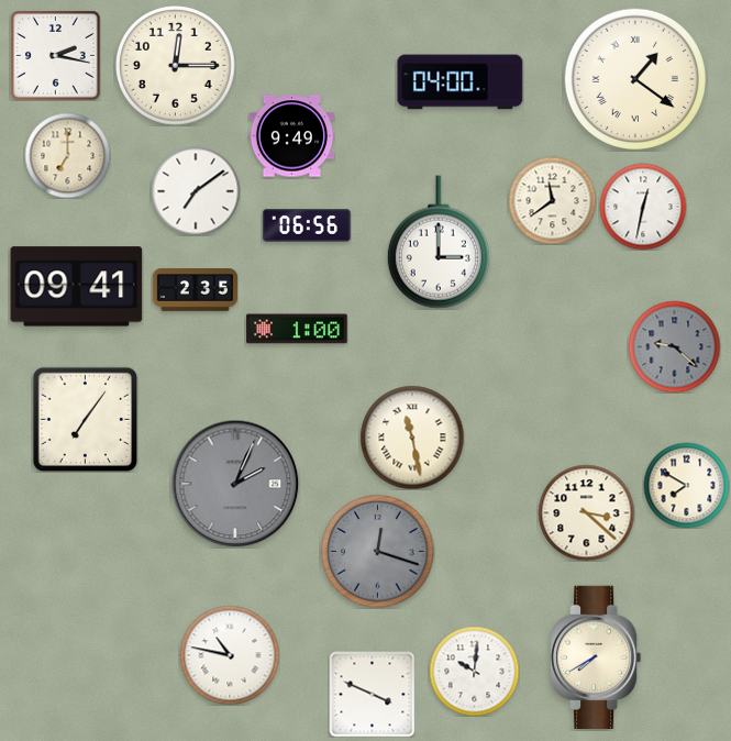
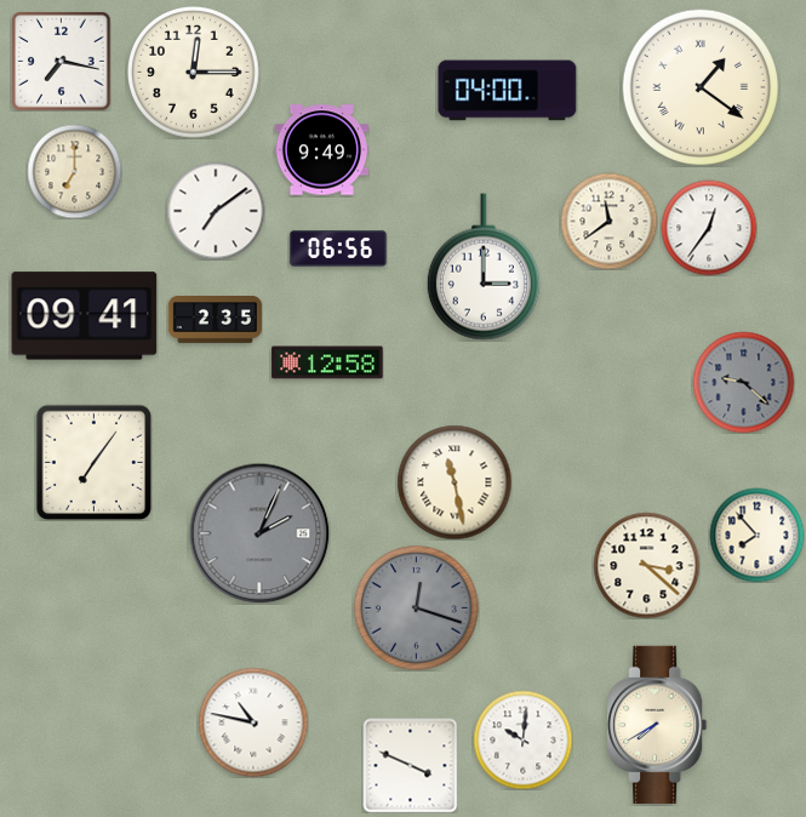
clock at (55, 55): 2:17 -> 7:17
clock at (643, 207): 12:32 -> 12:36
clock at (297, 329): 1:00 -> 12:58
clock at (686, 485): 7:50 -> 7:53
